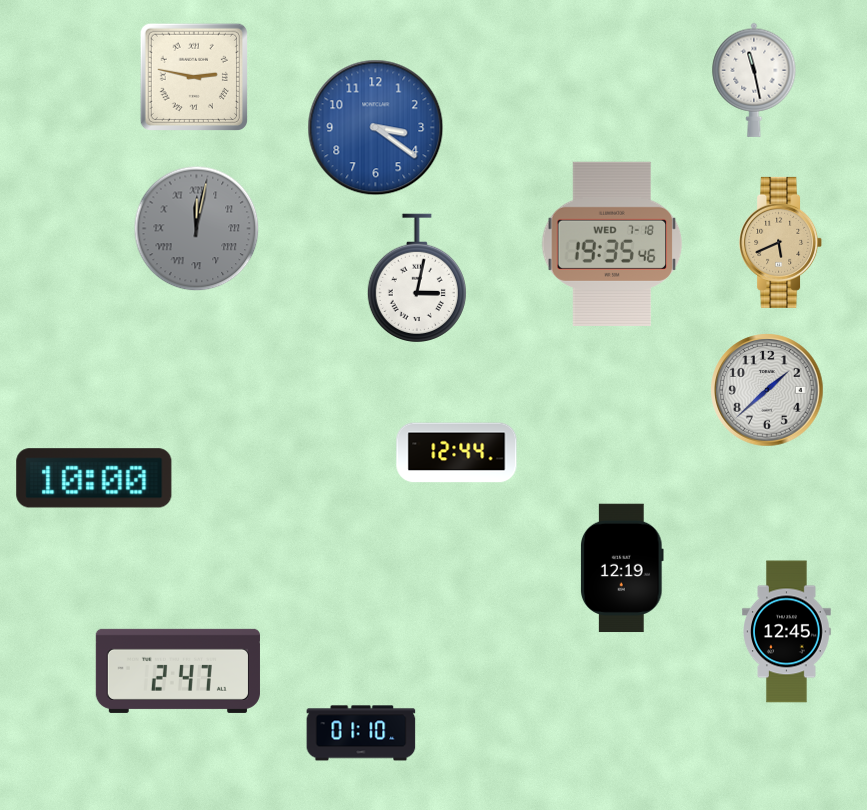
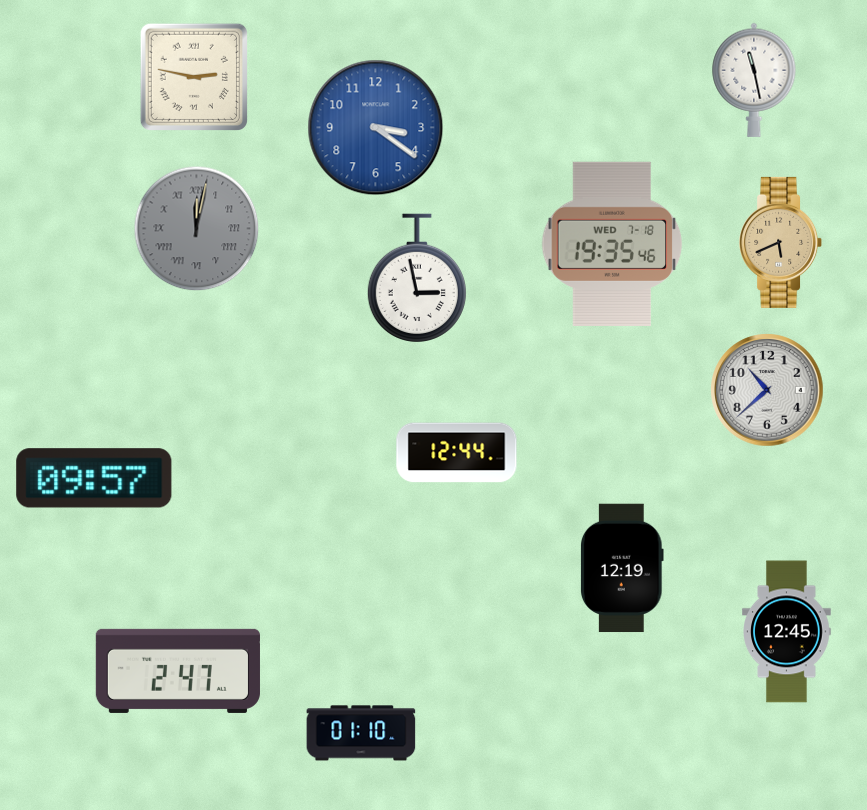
clock at (417, 278): 3:02 -> 2:58
clock at (767, 390): 1:38 -> 10:38
clock at (94, 478): 10:00 -> 09:57
